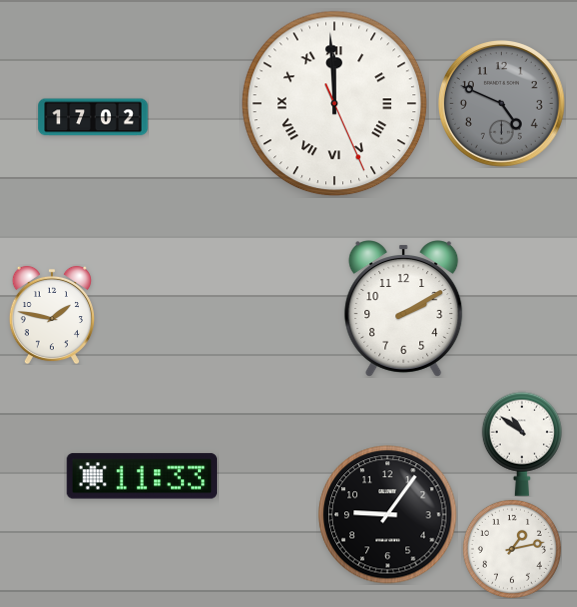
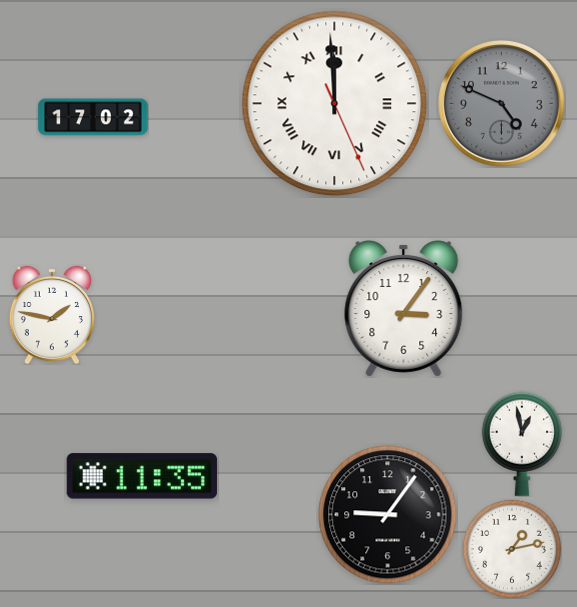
clock at (404, 309): 2:10 -> 3:06
clock at (522, 444): 10:51 -> 12:58
clock at (142, 476): 11:33 -> 11:35
